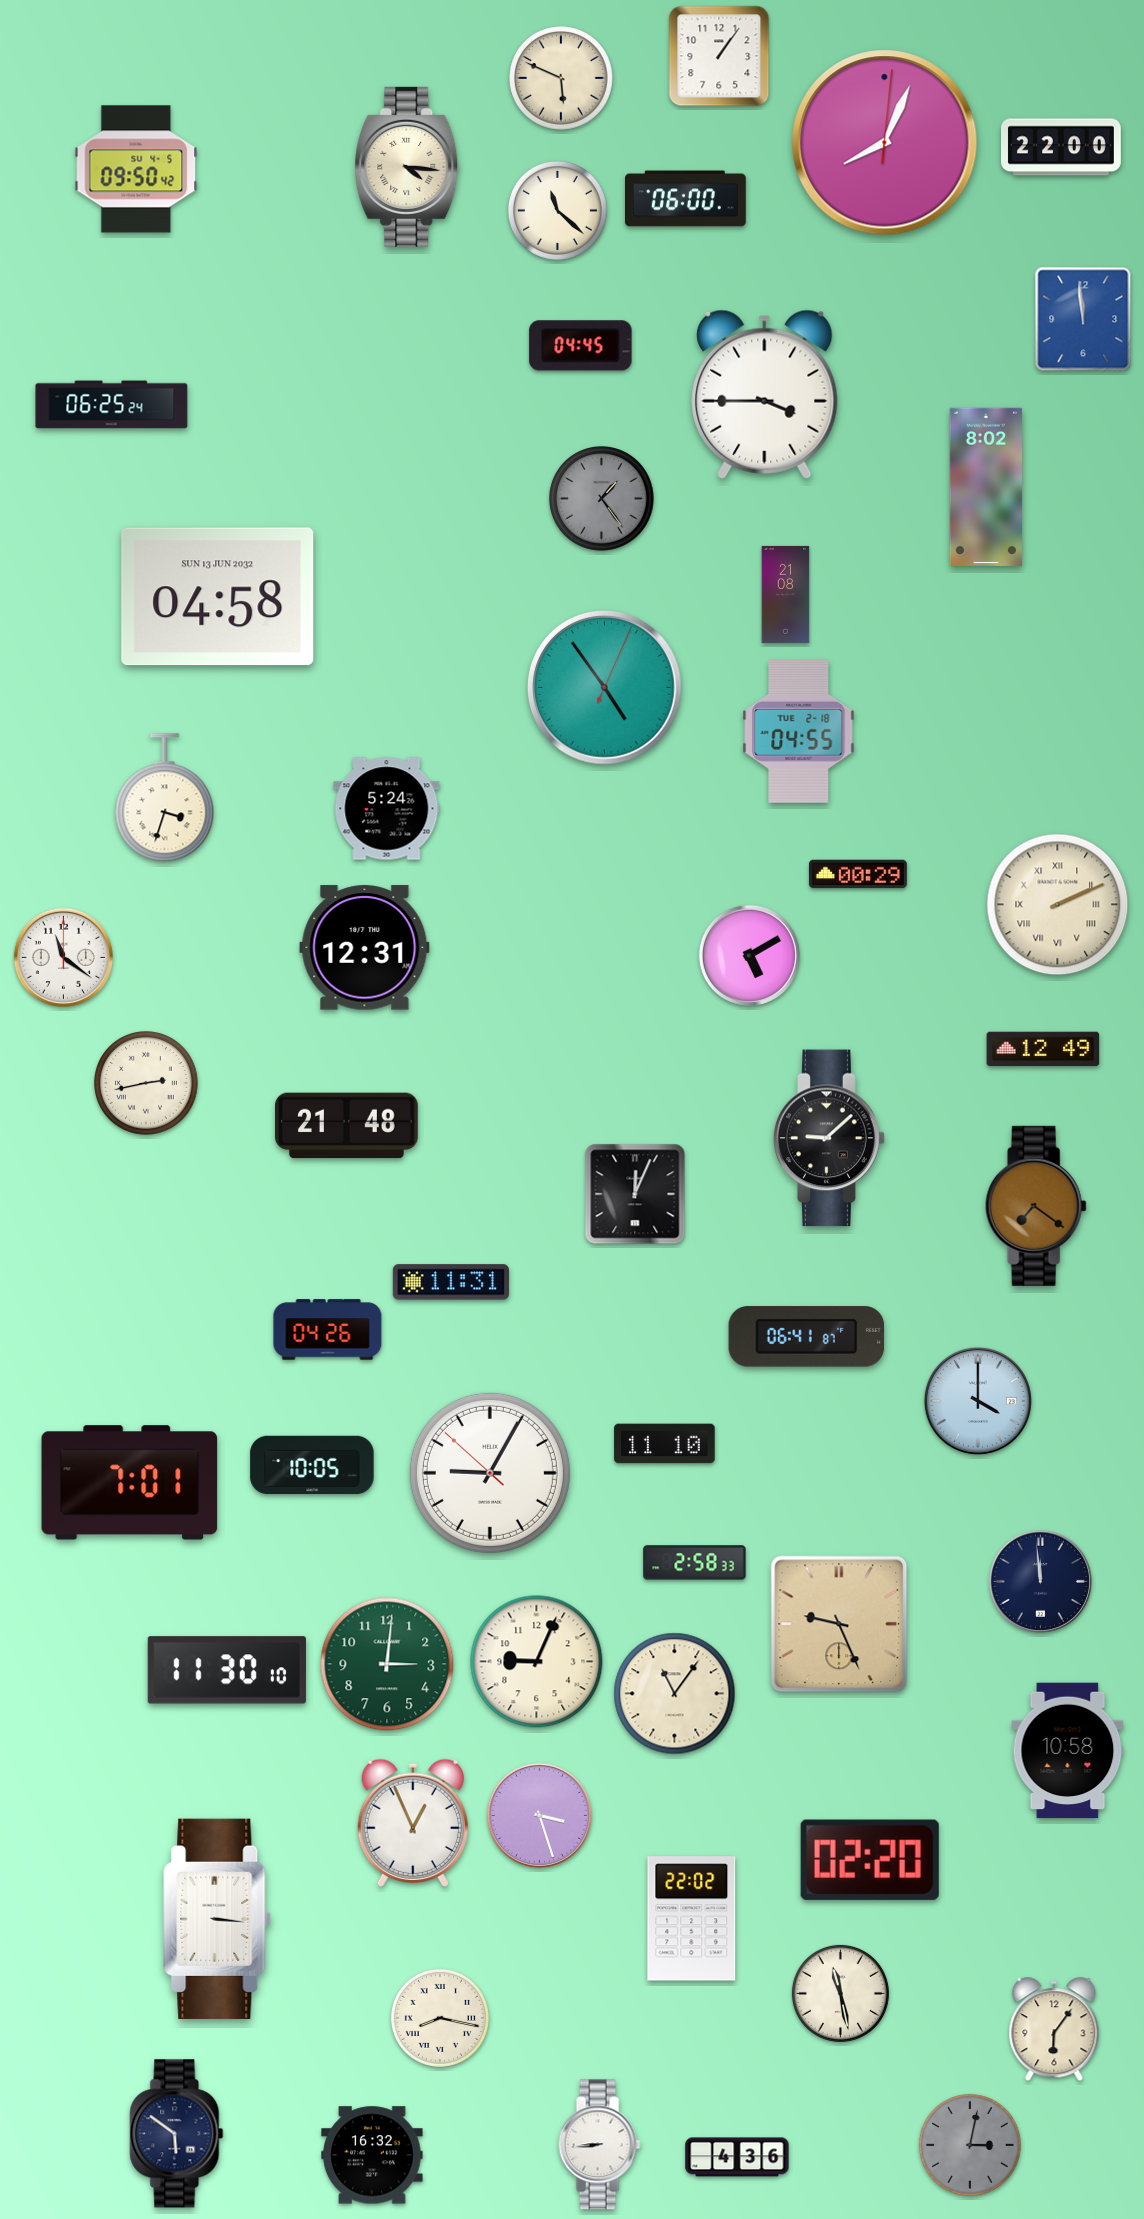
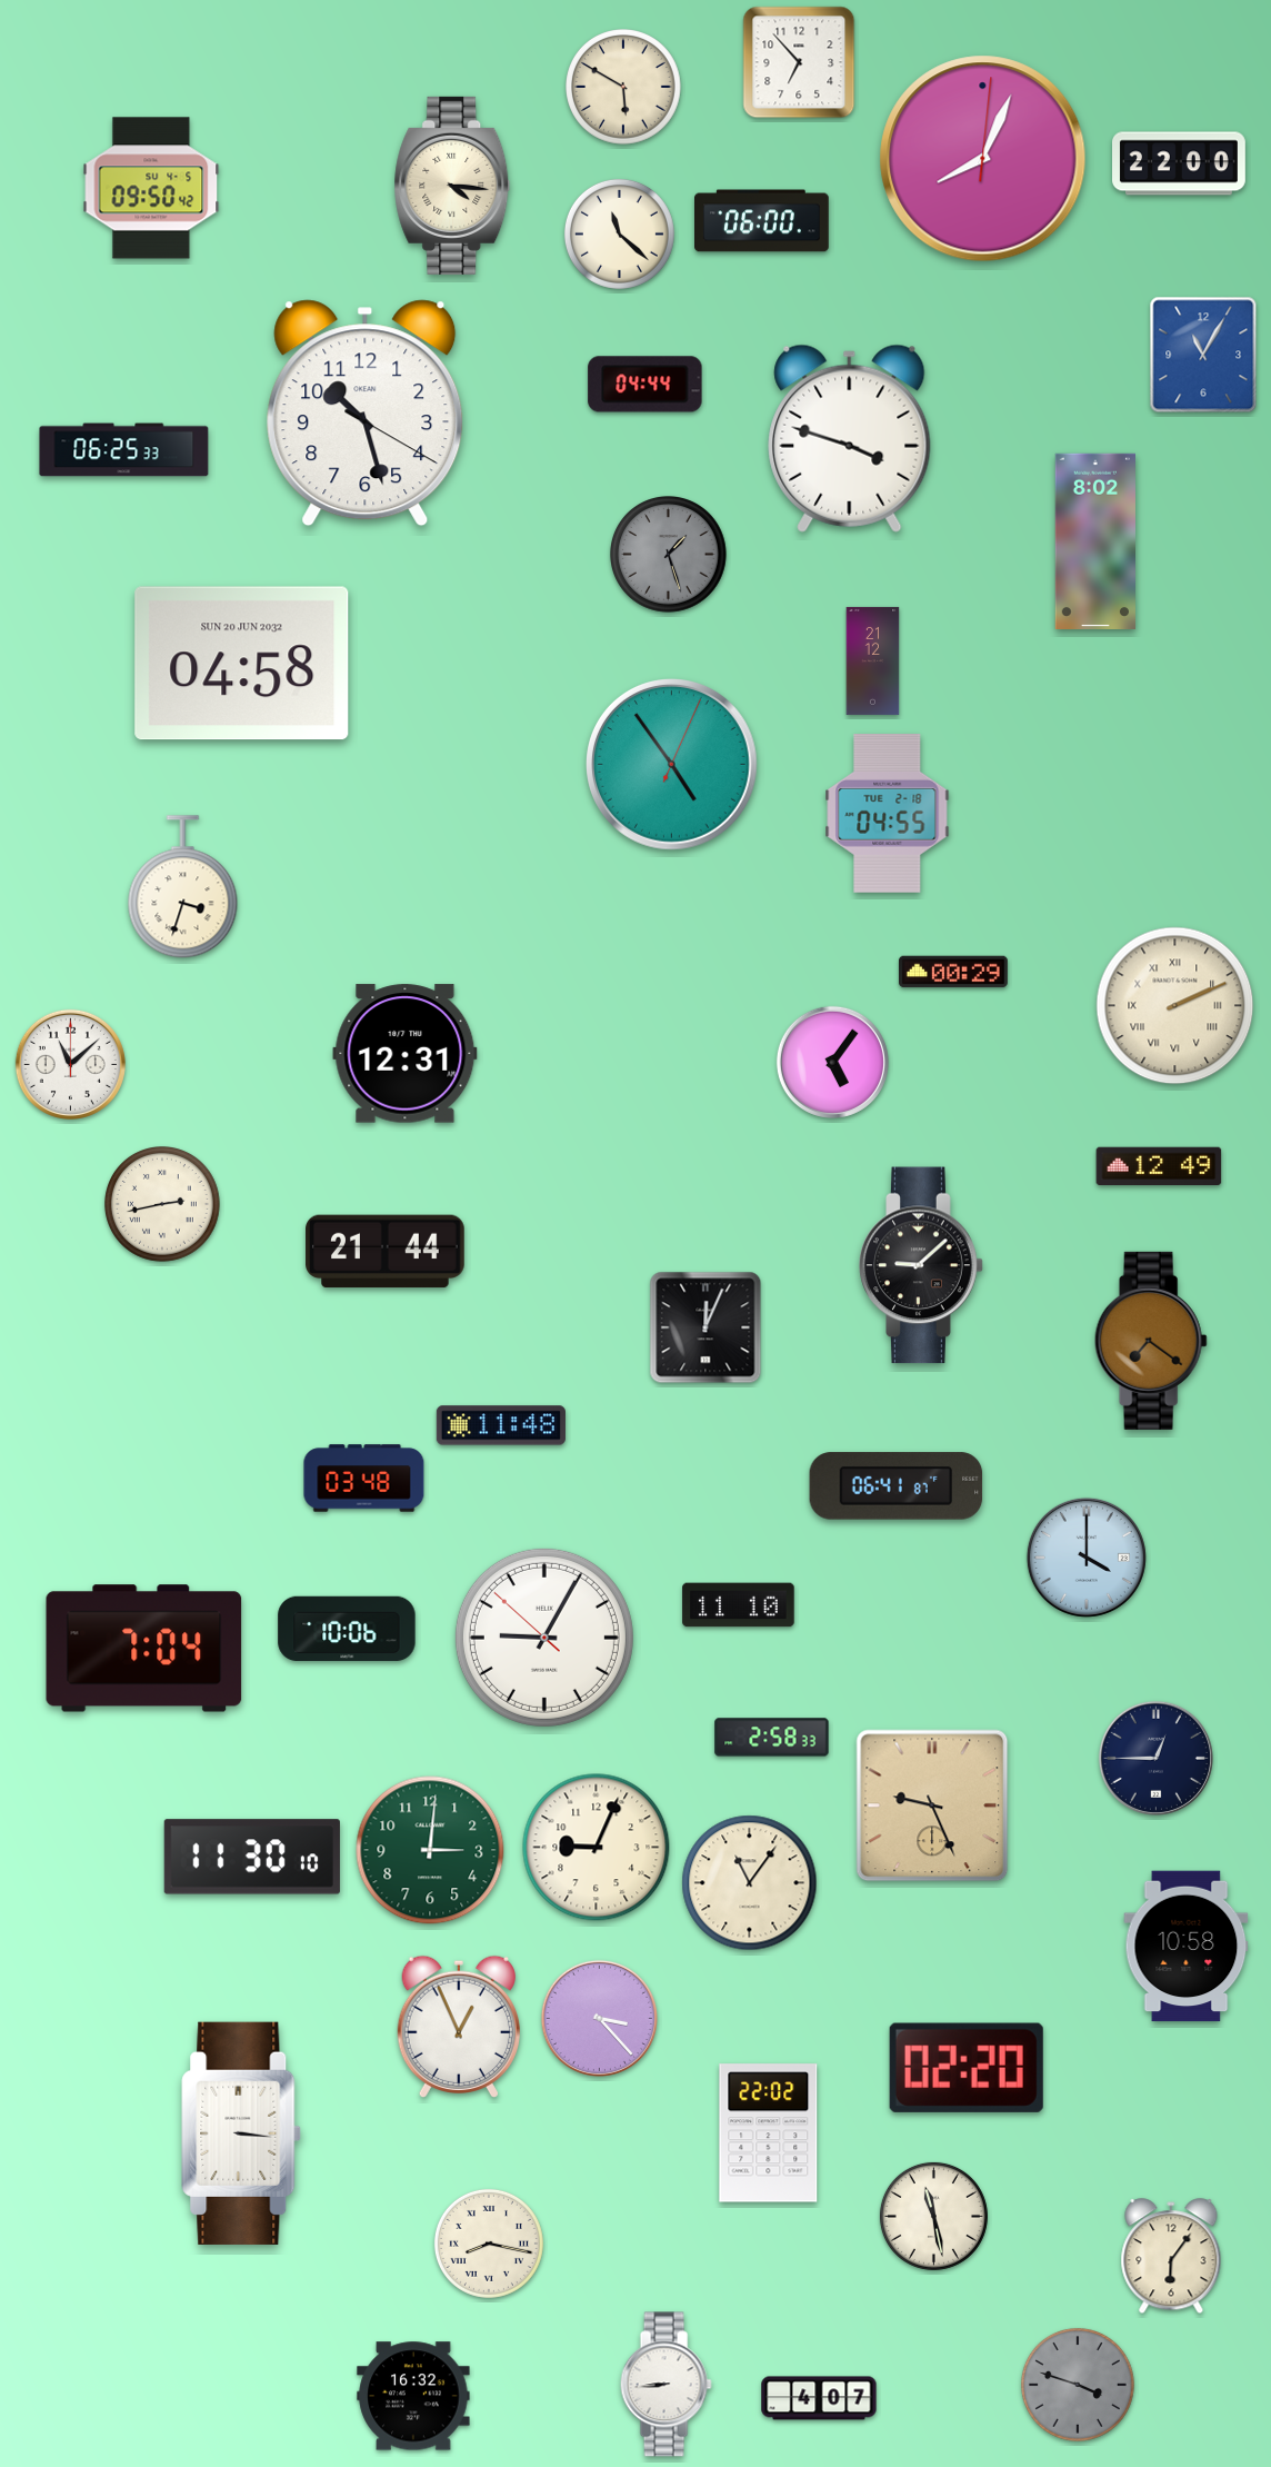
clock at (719, 56): 1:06 -> 6:53
clock at (562, 79): 5:49 -> 5:50
clock at (1083, 319): 11:59 -> 11:05
clock at (581, 346): 04:45 -> 04:44
clock at (366, 414): none -> 10:27
clock at (765, 394): 3:45 -> 3:48
clock at (112, 405): 06:25:24 -> 06:25:33
clock at (602, 499): 1:24 -> 1:27
clock at (786, 594): 21:08 -> 21:12
clock at (218, 597) date: SUN 13 JUN 2032 -> SUN 20 JUN 2032
clock at (387, 809): 5:24 -> none
clock at (749, 955): 5:10 -> 5:06
clock at (63, 957): 11:21 -> 11:08
clock at (347, 1126): 21:48 -> 21:44
clock at (451, 1282): 11:31 -> 11:48
clock at (328, 1330): 04:26 -> 03:48
clock at (312, 1465): 10:05 -> 10:06
clock at (130, 1483): 7:01 -> 7:04
clock at (1040, 1581): 11:59 -> 12:45
clock at (539, 1815): 3:27 -> 3:23
clock at (177, 2134): 5:51 -> none
clock at (970, 2145): 3:02 -> 3:48
clock at (737, 2157): 4:36 -> 4:07
